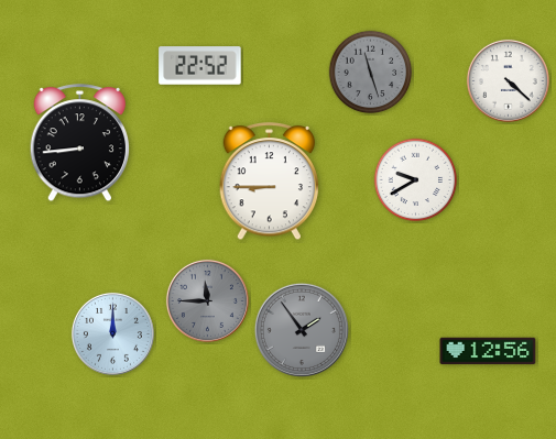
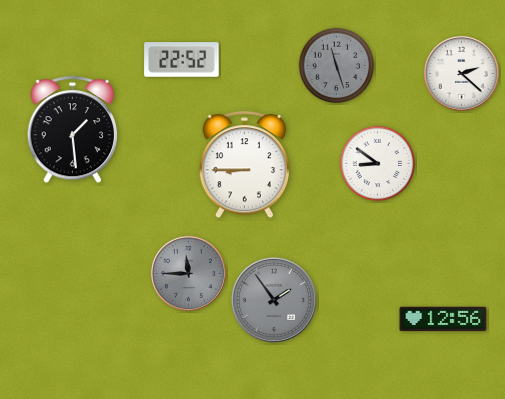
clock at (508, 80): 4:22 -> 2:22
clock at (80, 143): 8:44 -> 1:29
clock at (416, 180): 9:40 -> 8:51
clock at (112, 333): 12:00 -> none
